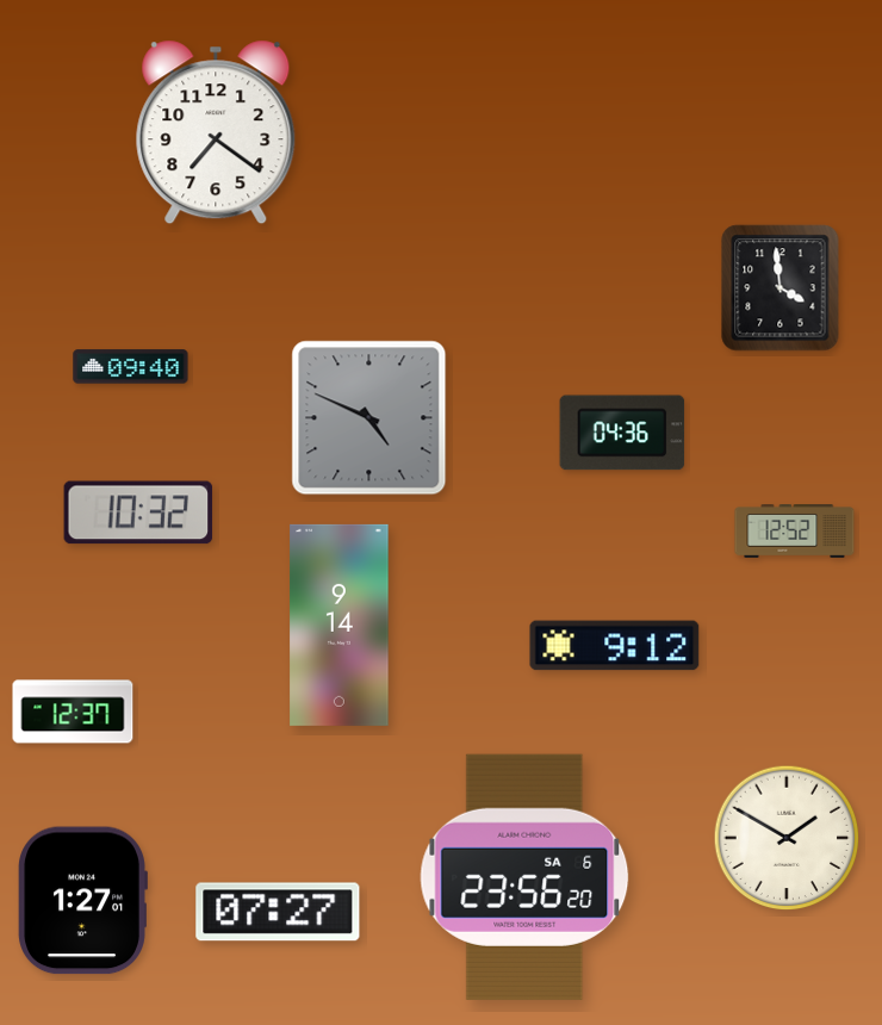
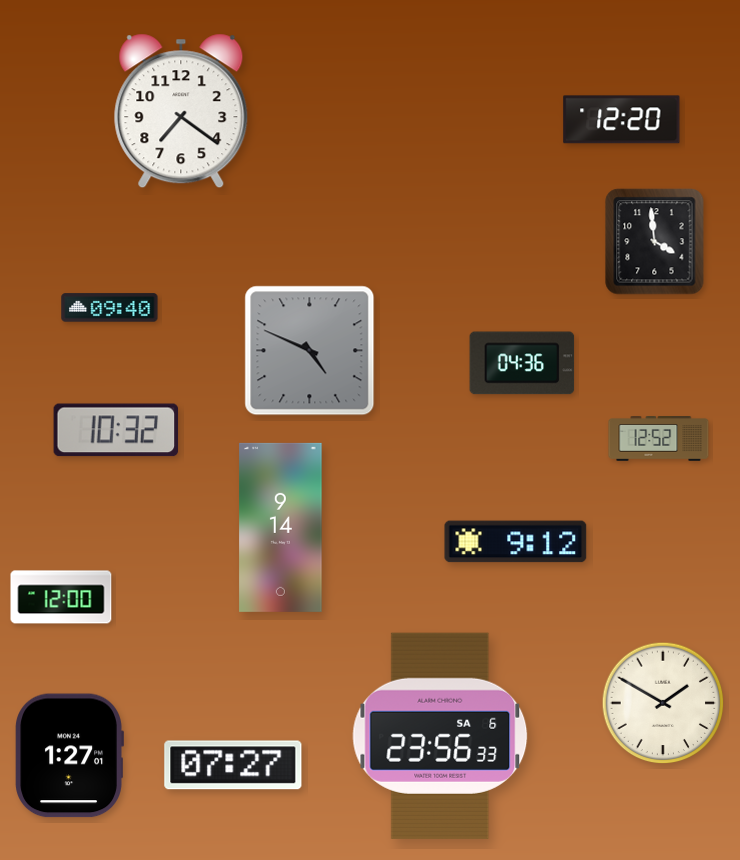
clock at (622, 120): none -> 12:20
clock at (795, 532) position: (795, 532) -> (659, 439)
clock at (340, 625) position: (340, 625) -> (281, 527)
clock at (73, 712): 12:37 -> 12:00
clock at (787, 838) position: (787, 838) -> (663, 703)
clock at (524, 877): 23:56:20 -> 23:56:33
